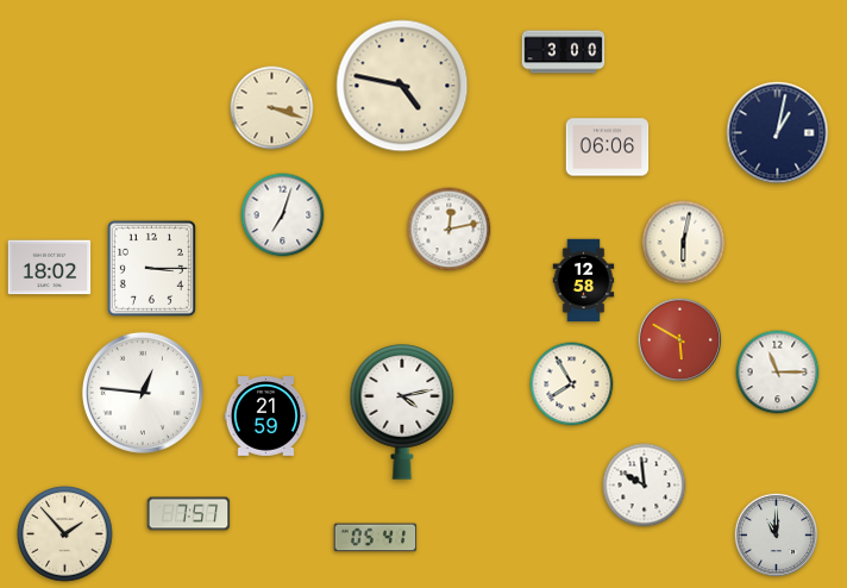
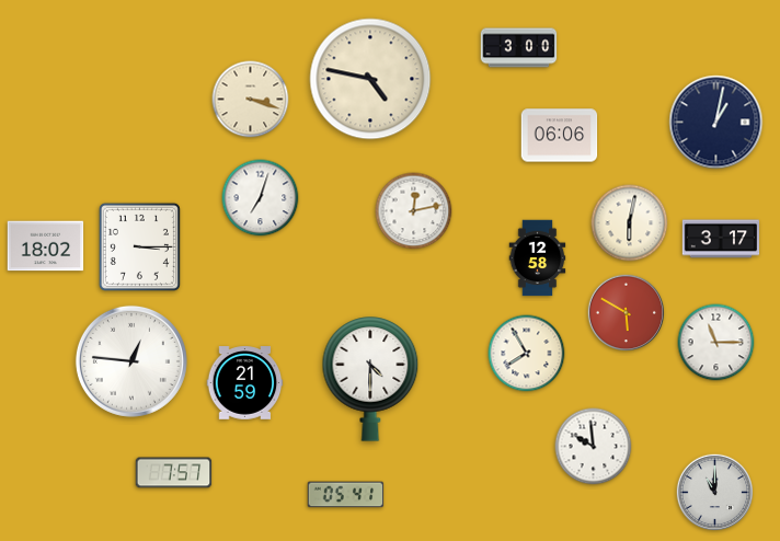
clock at (721, 239): none -> 3:17
clock at (402, 412): 4:13 -> 4:30
clock at (65, 534): 1:53 -> none
